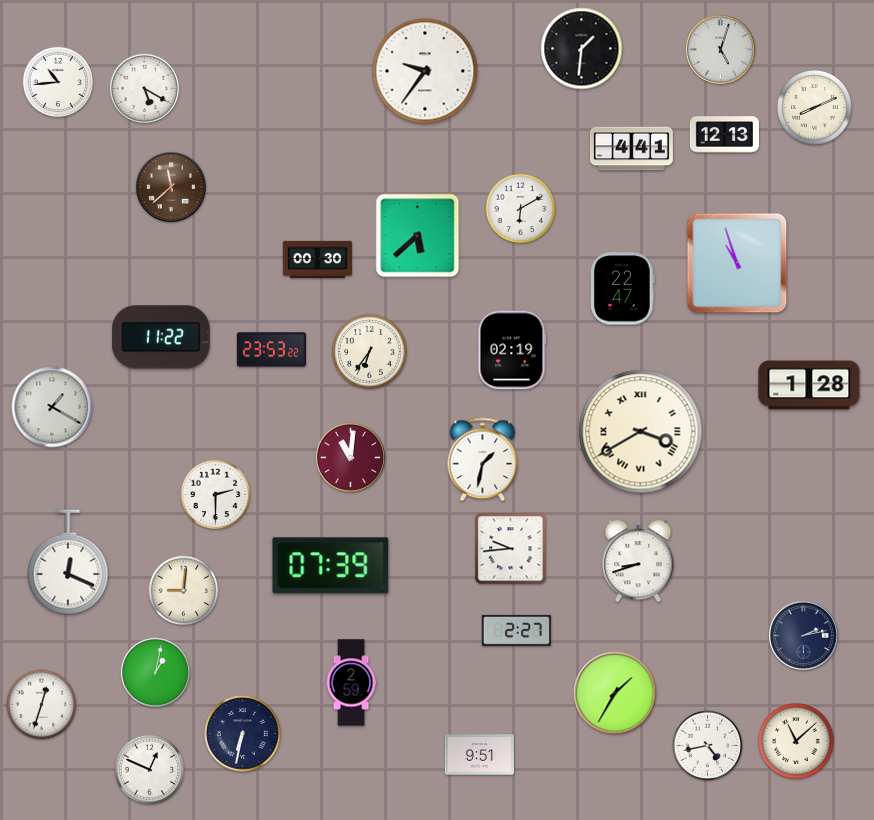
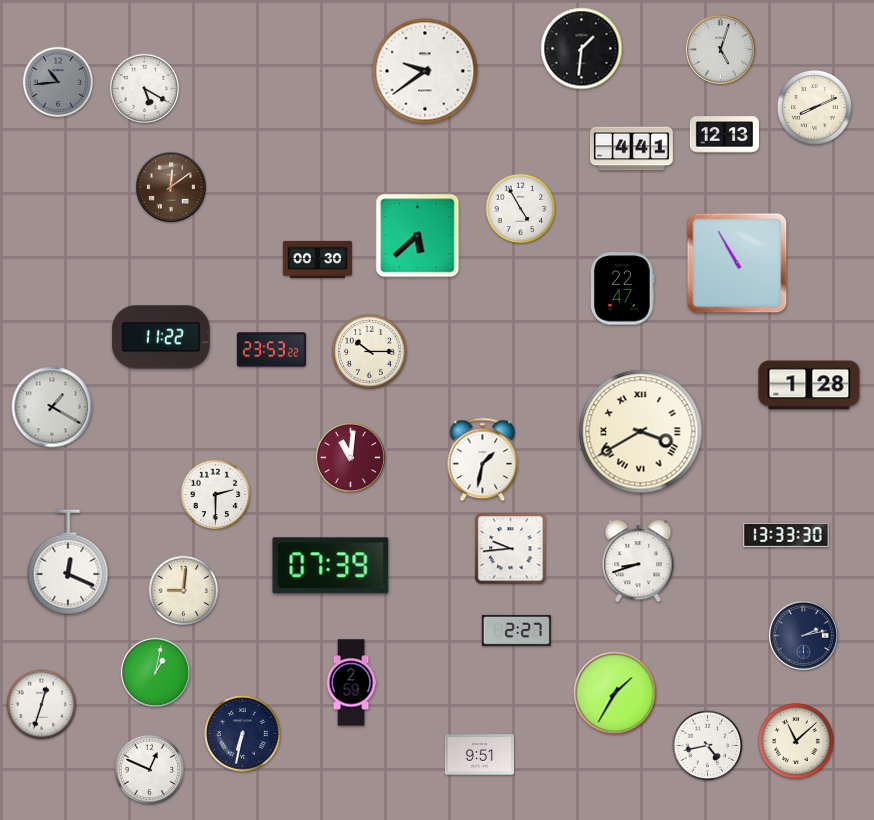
clock at (425, 71): 9:36 -> 9:39
clock at (58, 82) dial: white -> grey
clock at (171, 187): 11:38 -> 12:09
clock at (521, 209): 6:10 -> 4:55
clock at (737, 263): 10:57 -> 10:55
clock at (512, 350): 02:19 -> none
clock at (369, 351): 6:36 -> 10:15
clock at (786, 535): none -> 13:33
